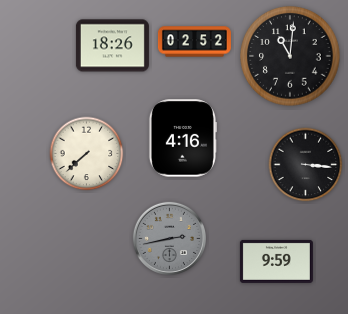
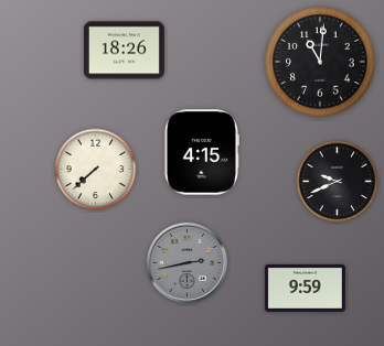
clock at (194, 42): 02:52 -> none
clock at (182, 138): 4:16 -> 4:15
clock at (306, 165): 3:16 -> 9:41
